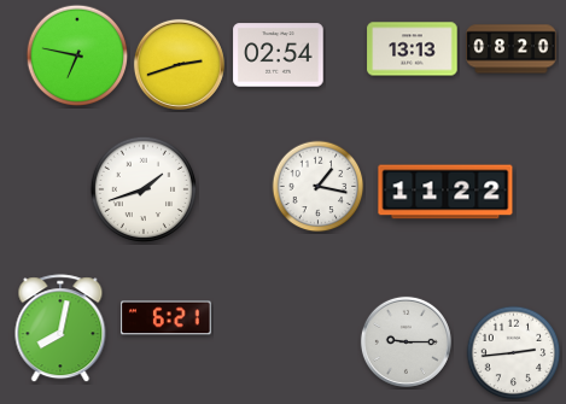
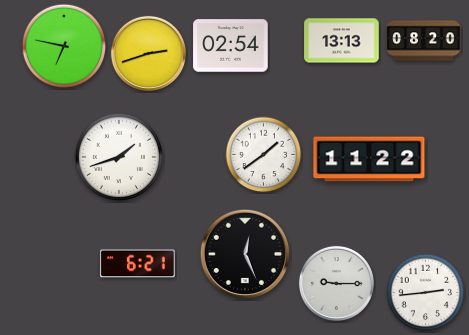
clock at (319, 187): 1:17 -> 1:39
clock at (244, 253): none -> 12:26
clock at (60, 329): 8:02 -> none
